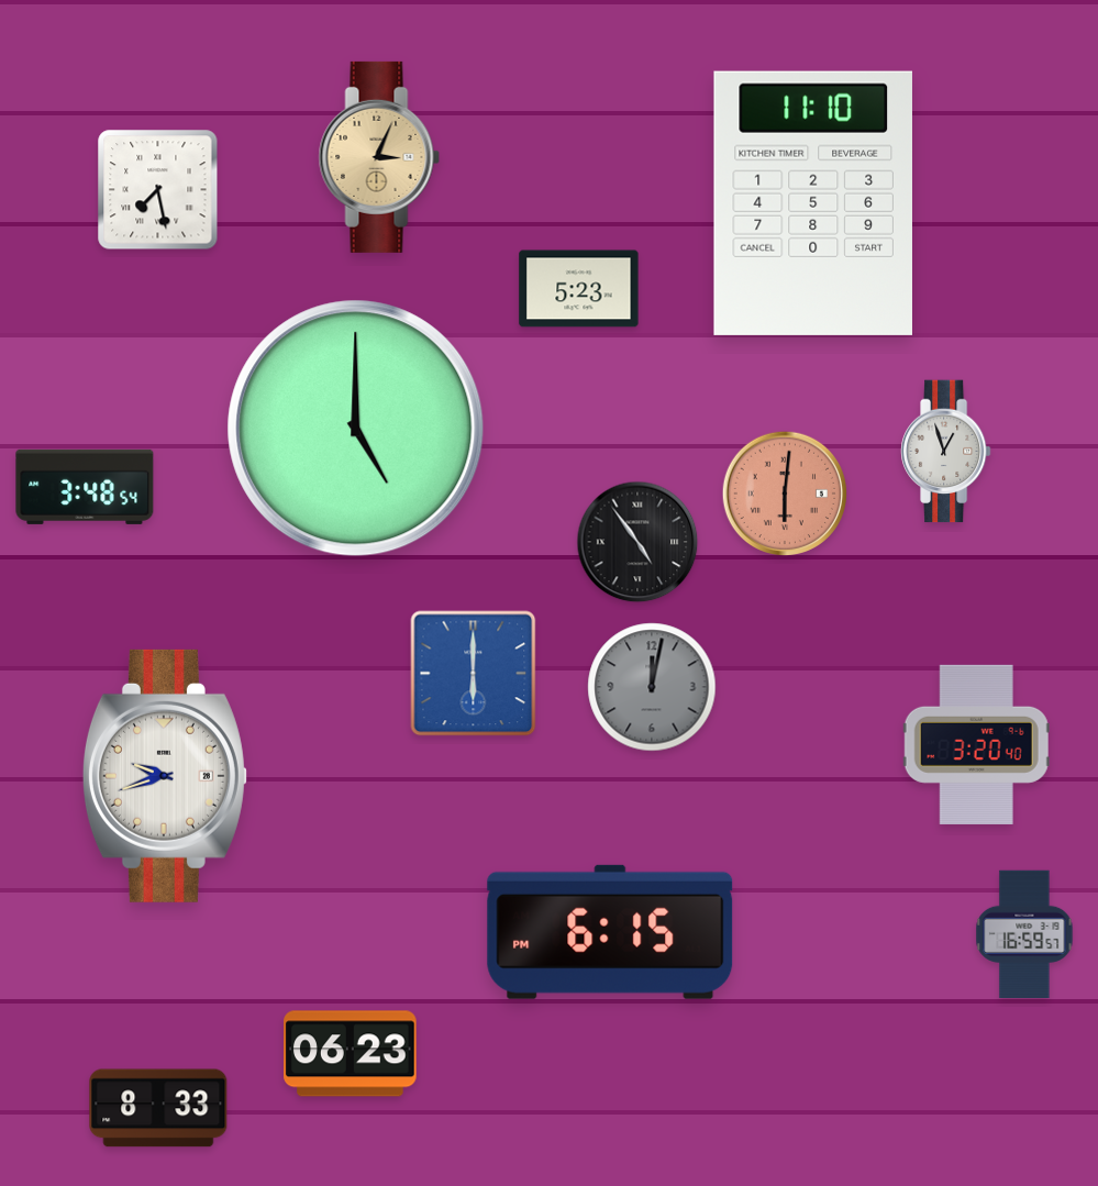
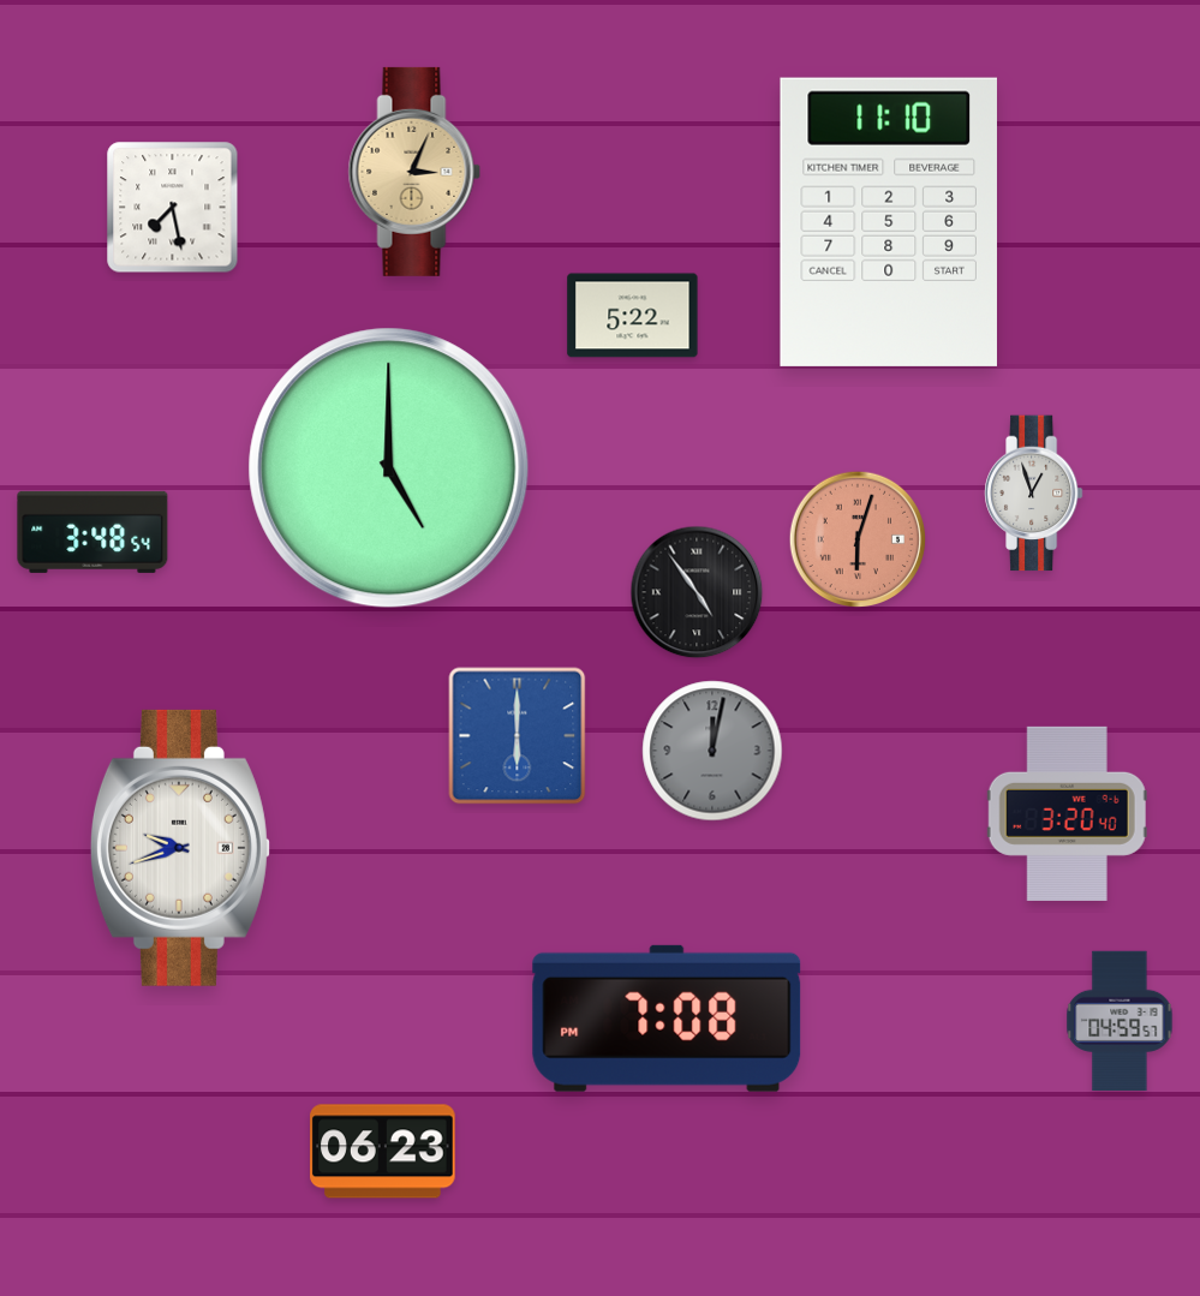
clock at (579, 289): 5:23 -> 5:22
clock at (785, 494): 6:01 -> 6:03
clock at (610, 932): 6:15 -> 7:08
clock at (1024, 933): 16:59 -> 04:59
clock at (158, 1108): 8:33 -> none
